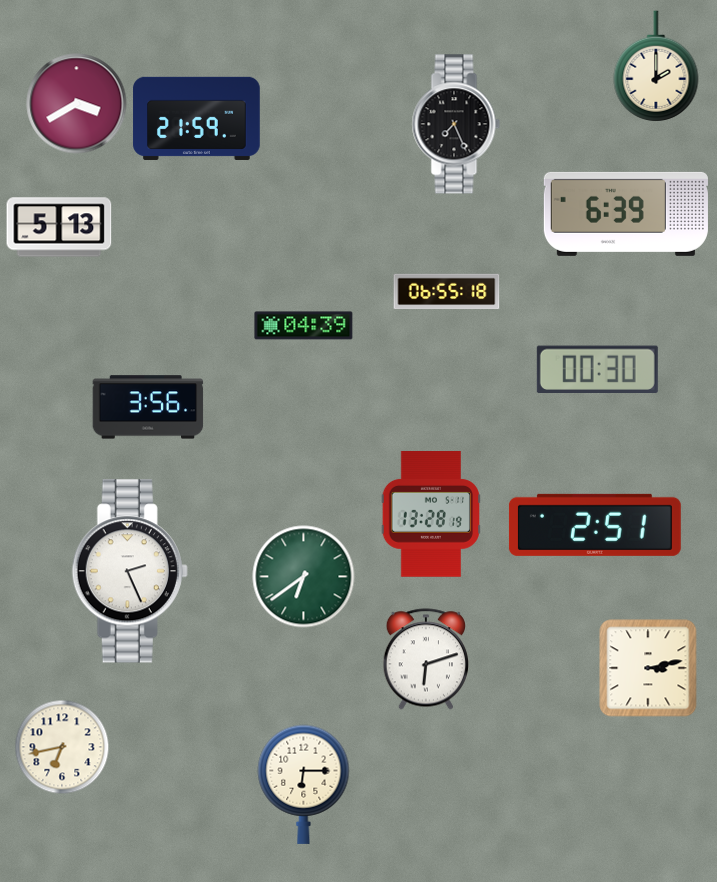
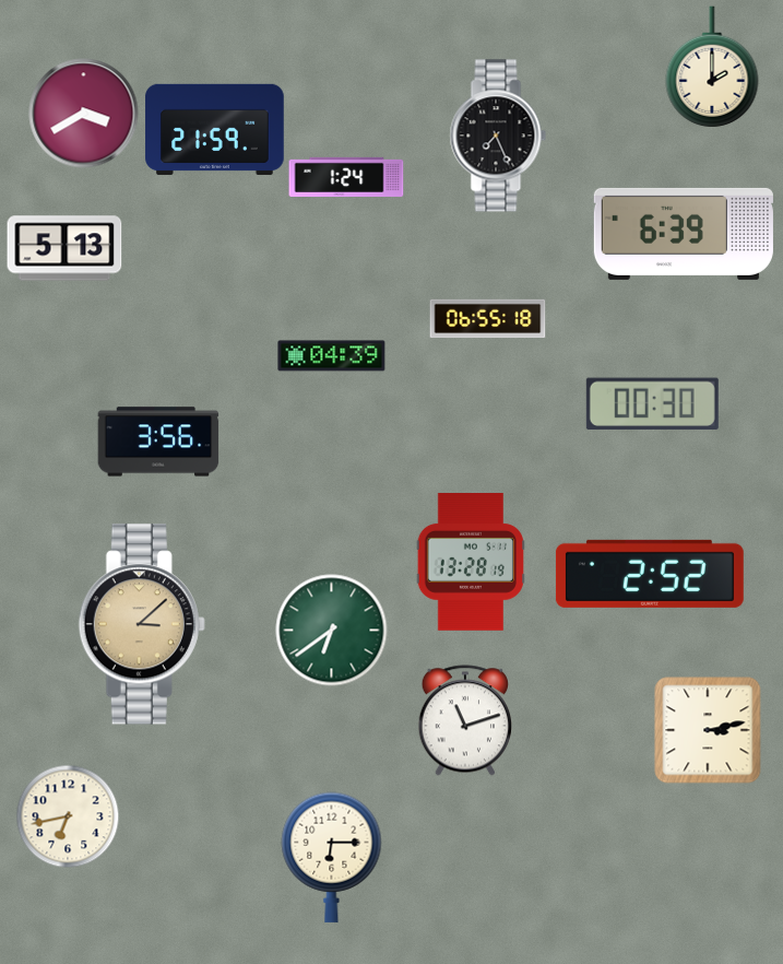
clock at (656, 66) position: (656, 66) -> (712, 67)
clock at (346, 177): none -> 1:24
clock at (148, 407) position: (148, 407) -> (158, 442)
clock at (595, 525): 2:51 -> 2:52
clock at (130, 571): 2:26 -> 3:08
clock at (130, 571) dial: white -> champagne
clock at (425, 659): 6:12 -> 11:12
